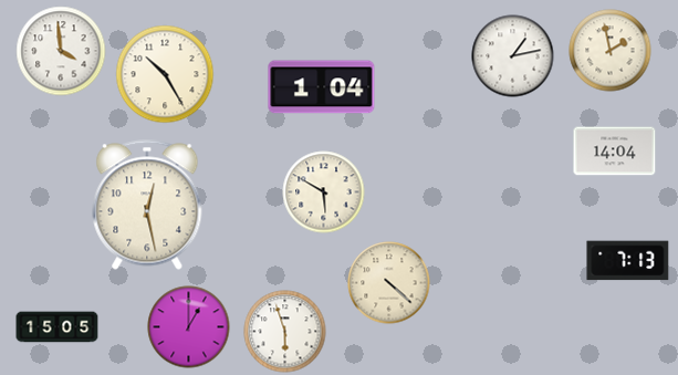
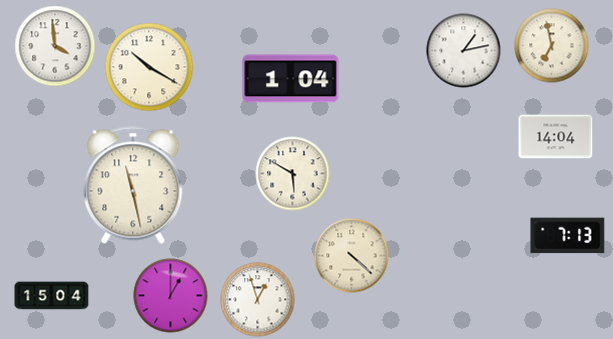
clock at (611, 51): 1:58 -> 6:58
clock at (165, 74): 10:25 -> 10:20
clock at (147, 205): 12:28 -> 11:28
clock at (58, 327): 15:05 -> 15:04
clock at (285, 332): 5:57 -> 12:57
